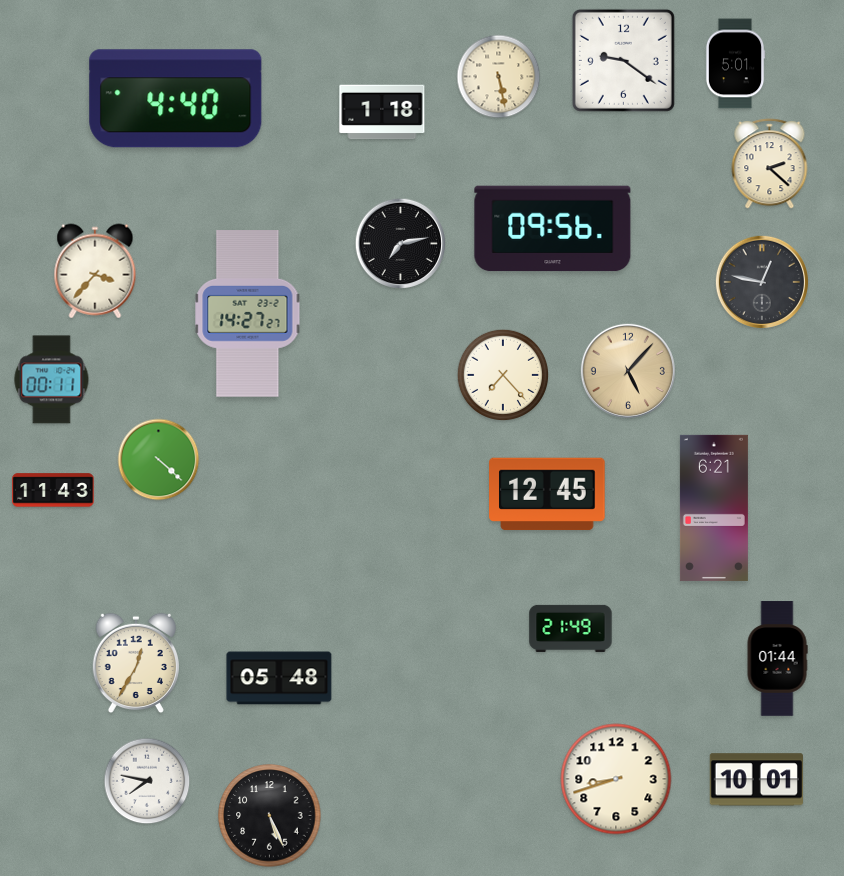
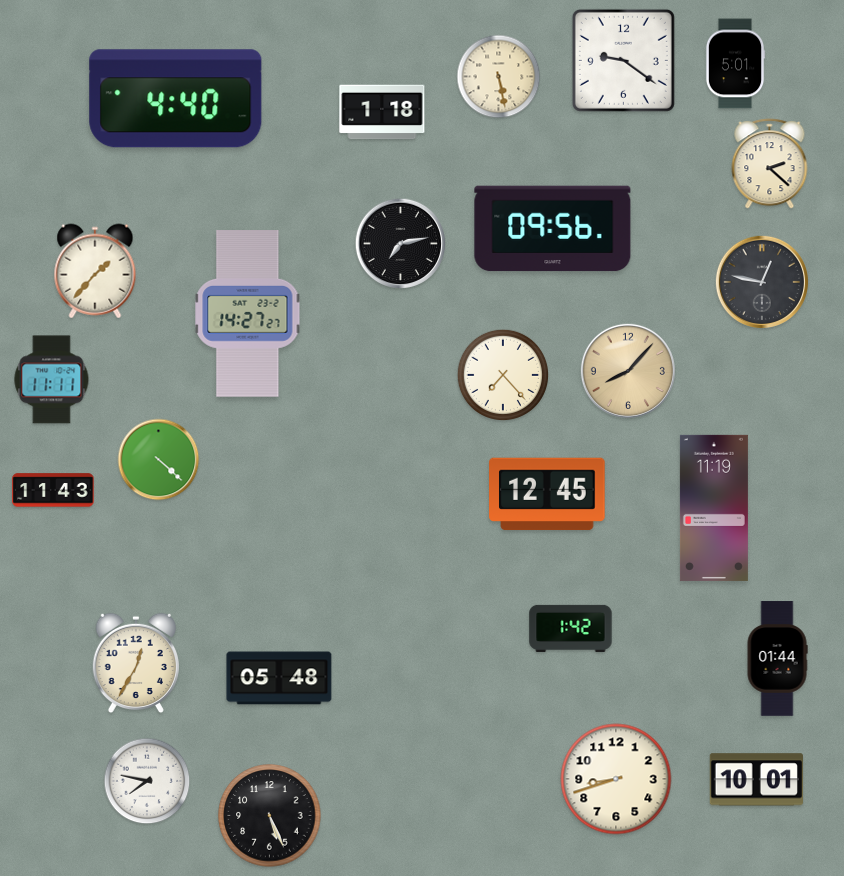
clock at (95, 271): 3:37 -> 1:37
clock at (628, 371): 5:07 -> 8:07
clock at (52, 380): 00:11 -> 11:11
clock at (714, 508): 6:21 -> 11:19
clock at (571, 628): 21:49 -> 1:42
